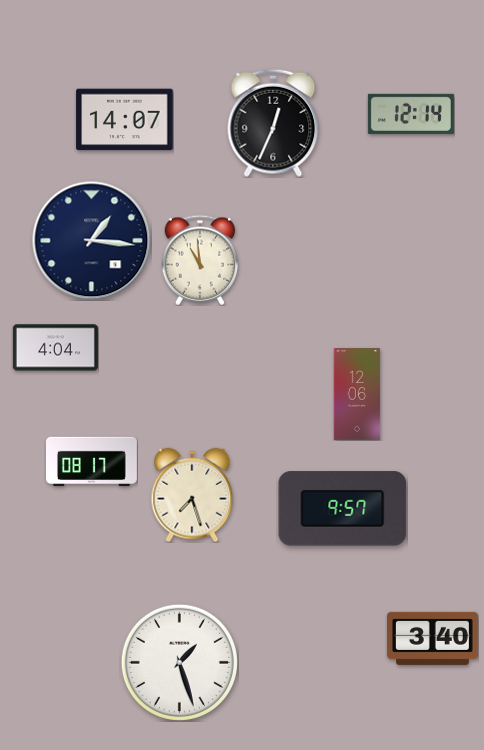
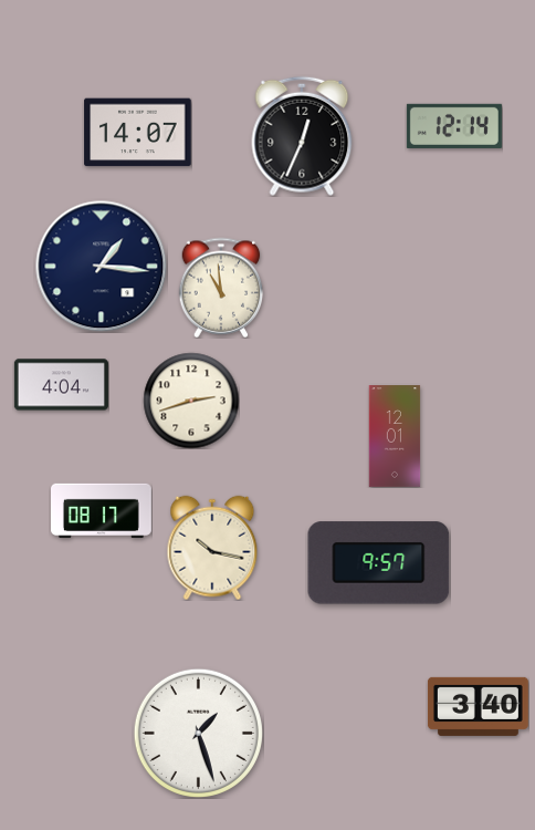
clock at (191, 401): none -> 2:42
clock at (357, 395): 12:06 -> 12:01
clock at (192, 495): 7:27 -> 10:17
